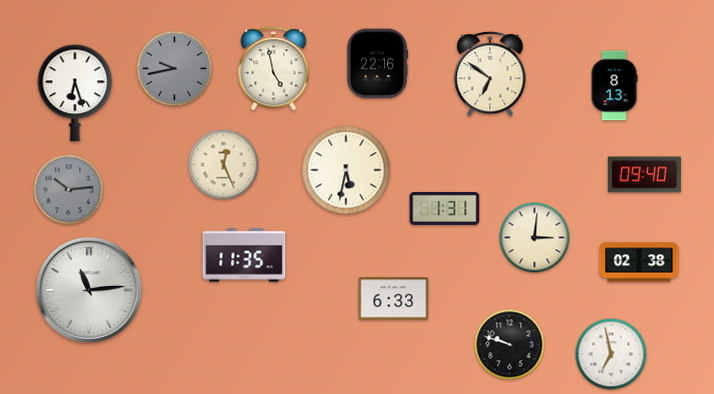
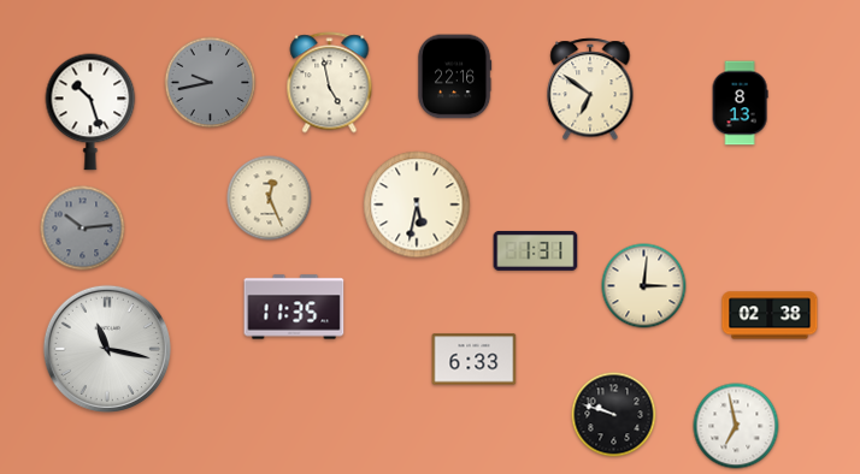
clock at (75, 93): 6:27 -> 10:27
clock at (644, 175): 09:40 -> none
clock at (89, 290): 11:14 -> 11:17
